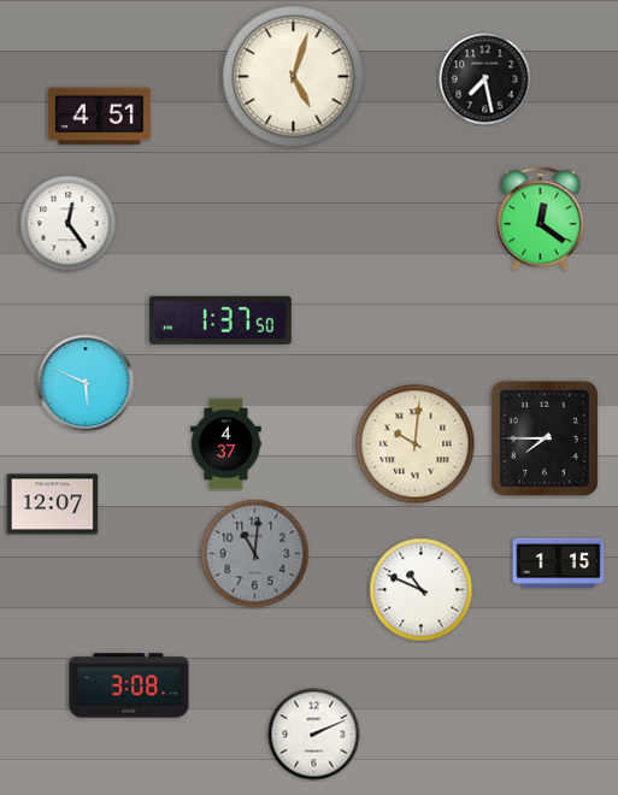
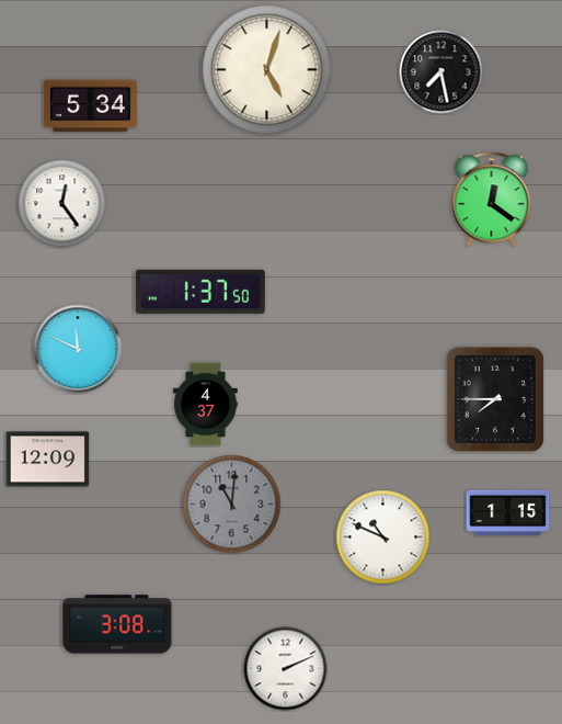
clock at (99, 117): 4:51 -> 5:34
clock at (86, 383): 5:49 -> 11:49
clock at (416, 444): 10:01 -> none
clock at (53, 505): 12:07 -> 12:09
